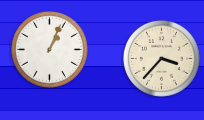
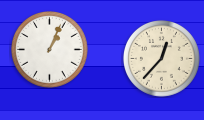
clock at (162, 59): 3:37 -> 12:37
